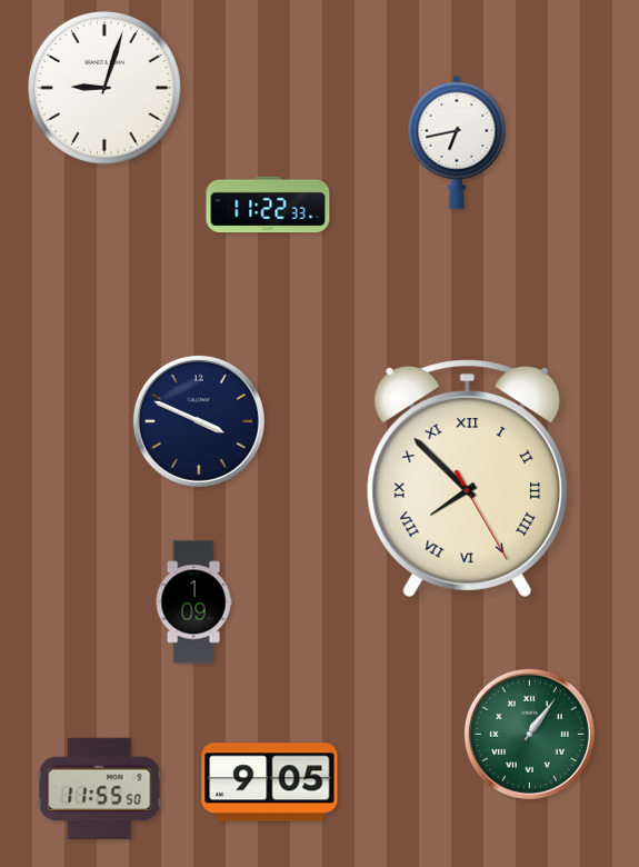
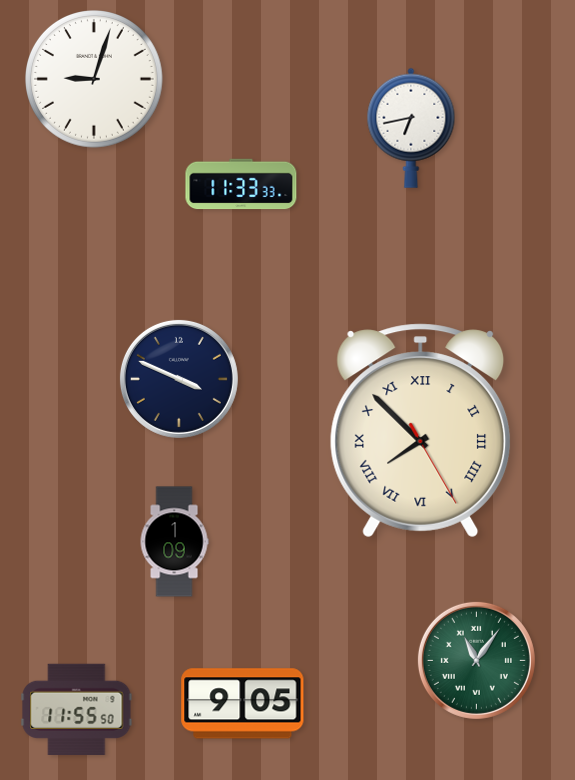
clock at (268, 205): 11:22 -> 11:33
clock at (529, 734): 1:06 -> 11:06
clock at (100, 788) position: (100, 788) -> (77, 709)
